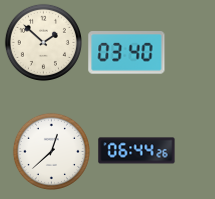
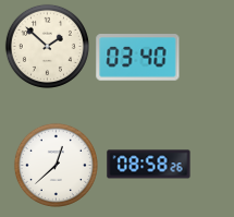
clock at (137, 151): 06:44 -> 08:58
